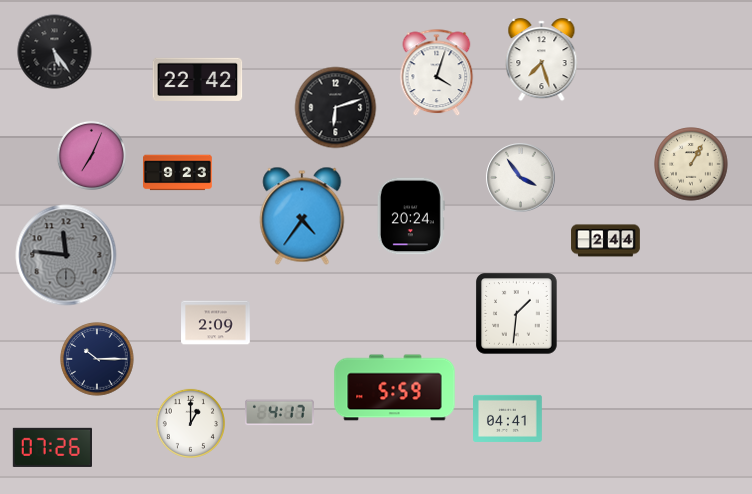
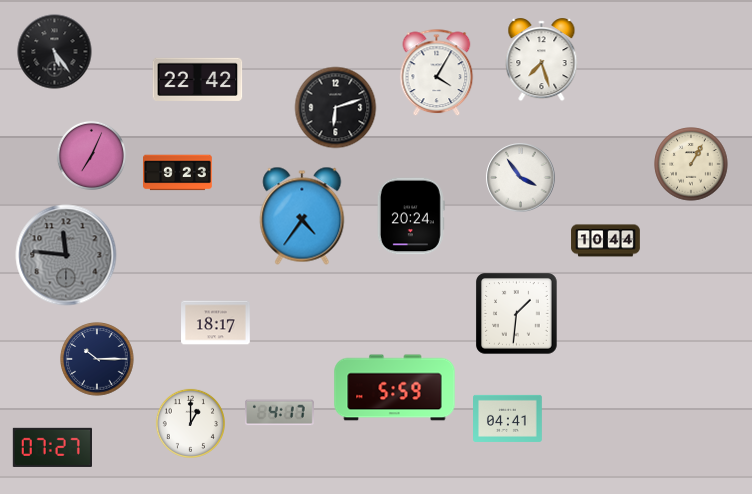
clock at (437, 73): 4:03 -> 4:05
clock at (606, 241): 2:44 -> 10:44
clock at (216, 323): 2:09 -> 18:17
clock at (52, 447): 07:26 -> 07:27
